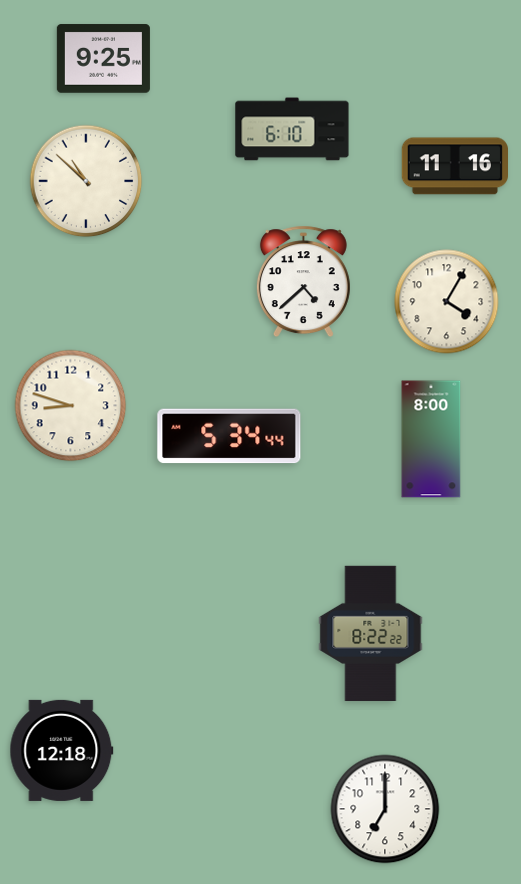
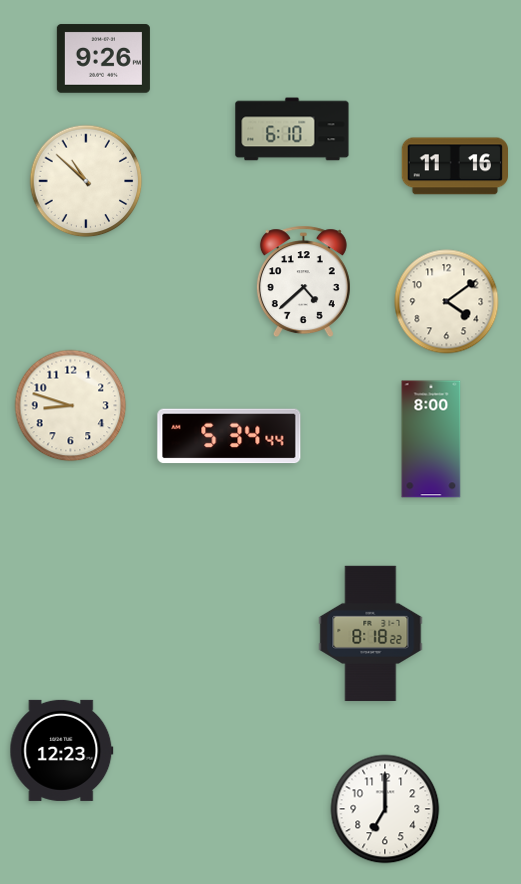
clock at (103, 59): 9:25 -> 9:26
clock at (447, 302): 4:05 -> 4:09
clock at (371, 633): 8:22 -> 8:18
clock at (62, 750): 12:18 -> 12:23
